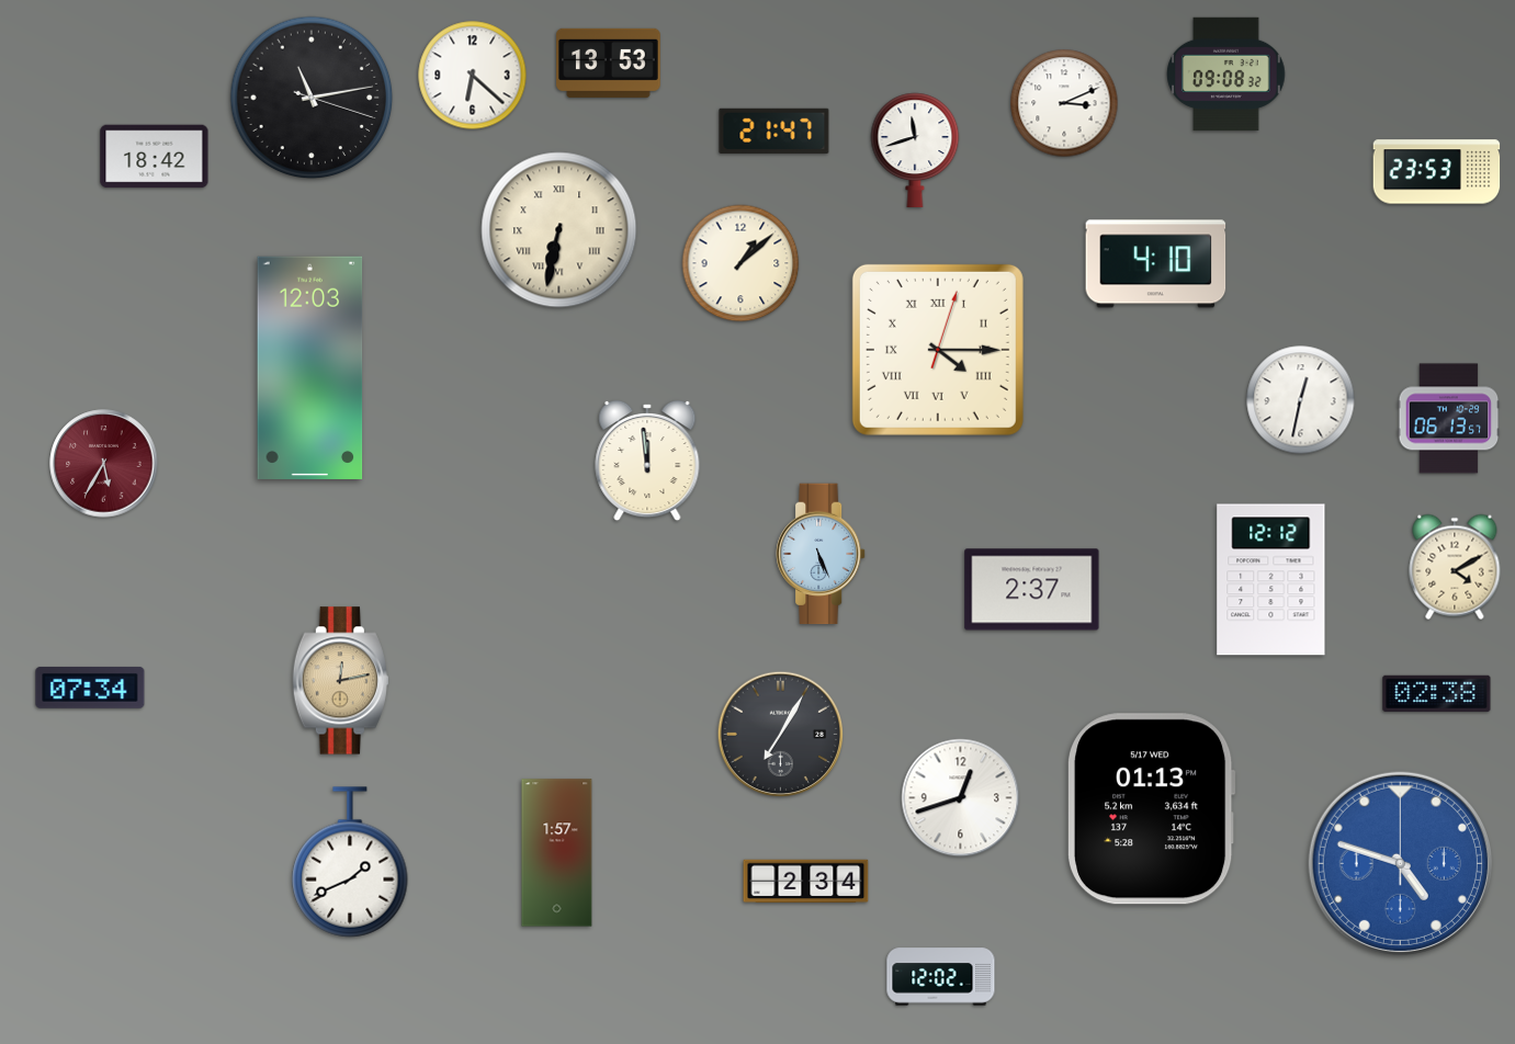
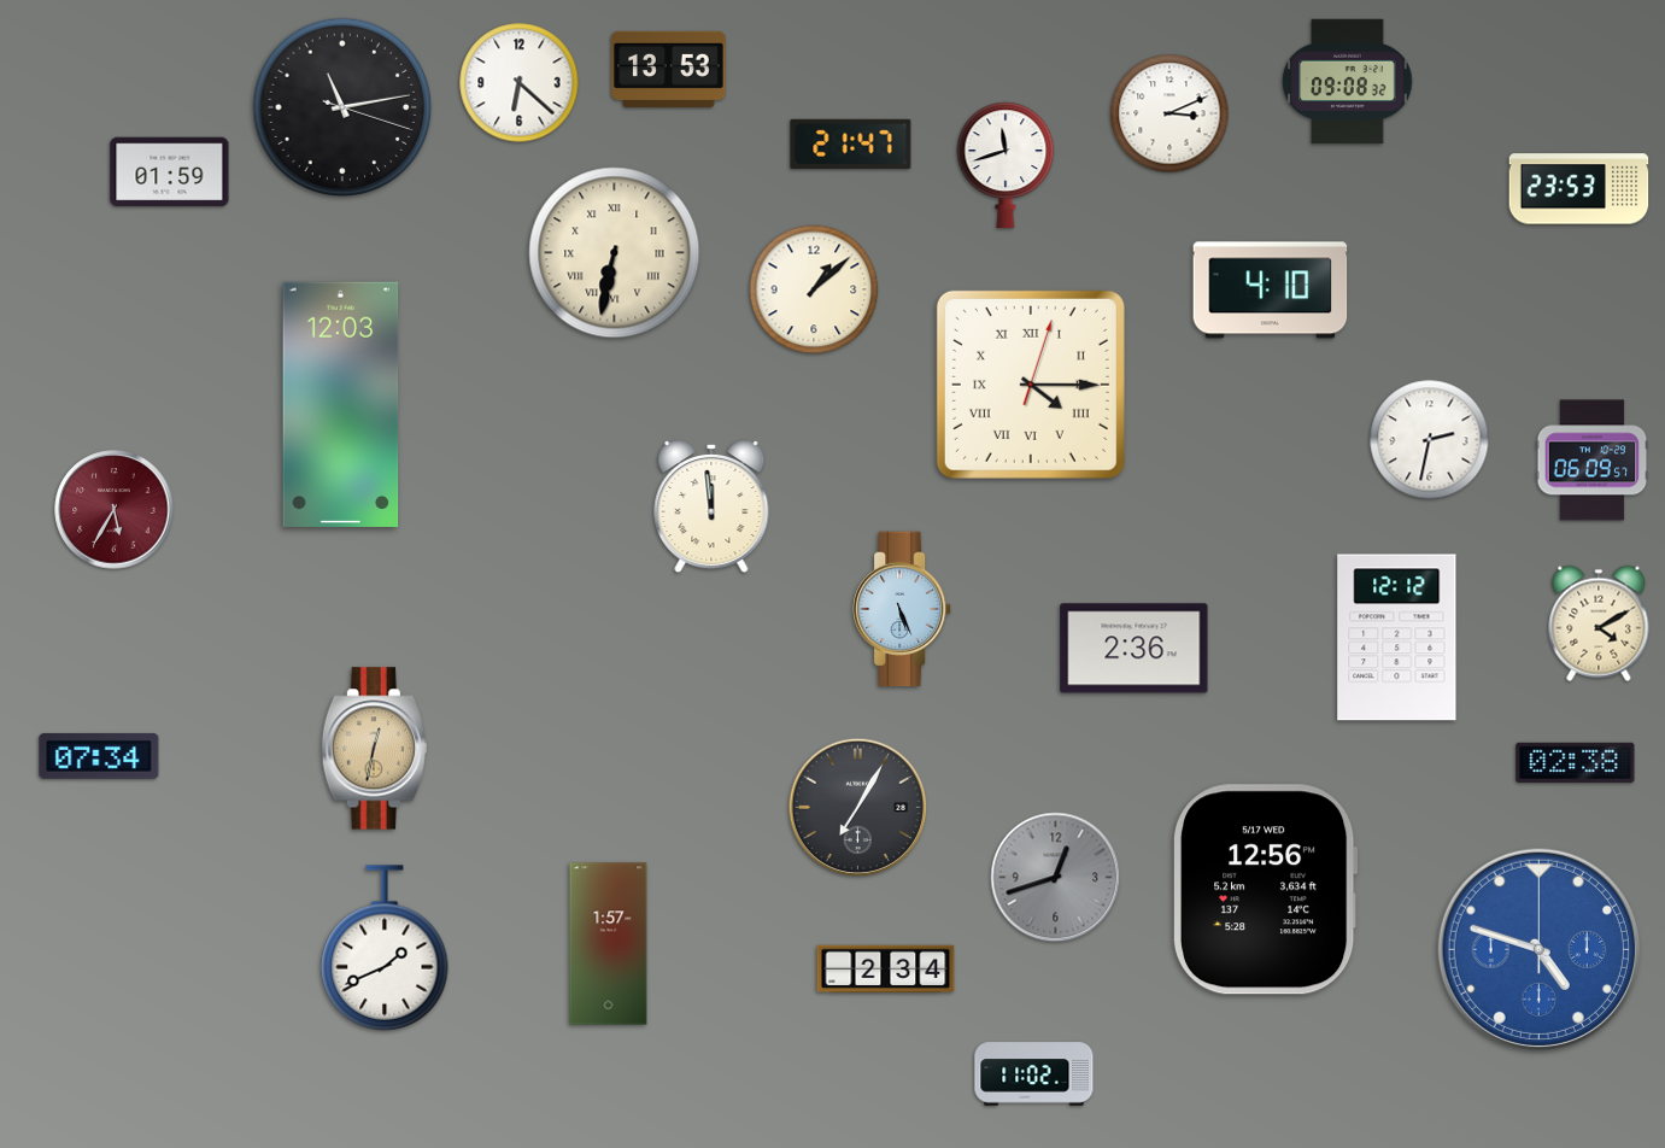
clock at (155, 157): 18:42 -> 01:59
clock at (1301, 400): 12:32 -> 2:32
clock at (1449, 419): 06:13 -> 06:09
clock at (1032, 590): 2:37 -> 2:36
clock at (340, 681): 12:13 -> 12:32
clock at (1437, 693) position: (1437, 693) -> (1576, 762)
clock at (961, 798) dial: white -> grey
clock at (1151, 809): 01:13 -> 12:56
clock at (557, 853) position: (557, 853) -> (609, 944)
clock at (941, 977): 12:02 -> 11:02
